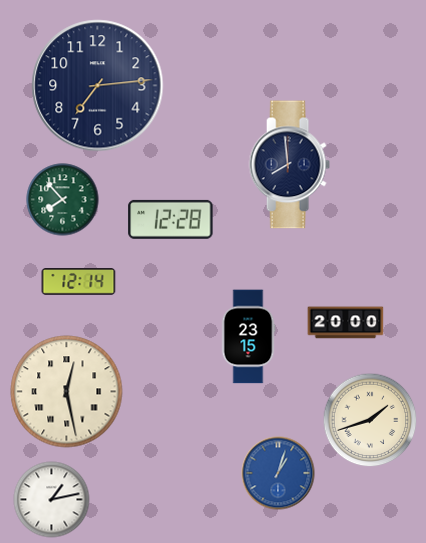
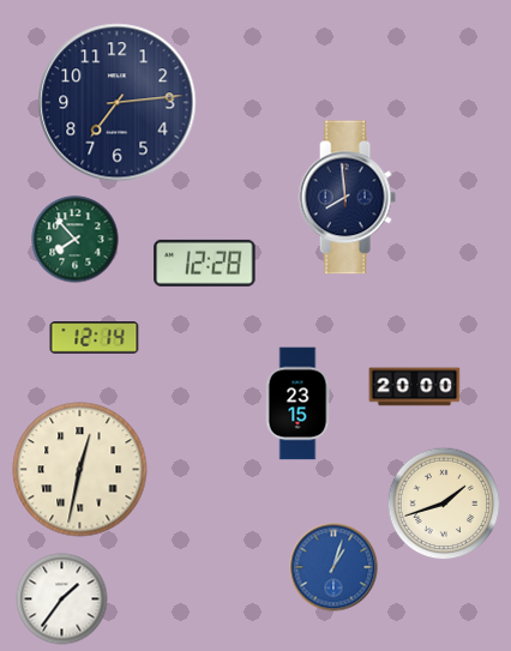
clock at (67, 392): 12:28 -> 12:32
clock at (52, 500): 1:13 -> 1:36
